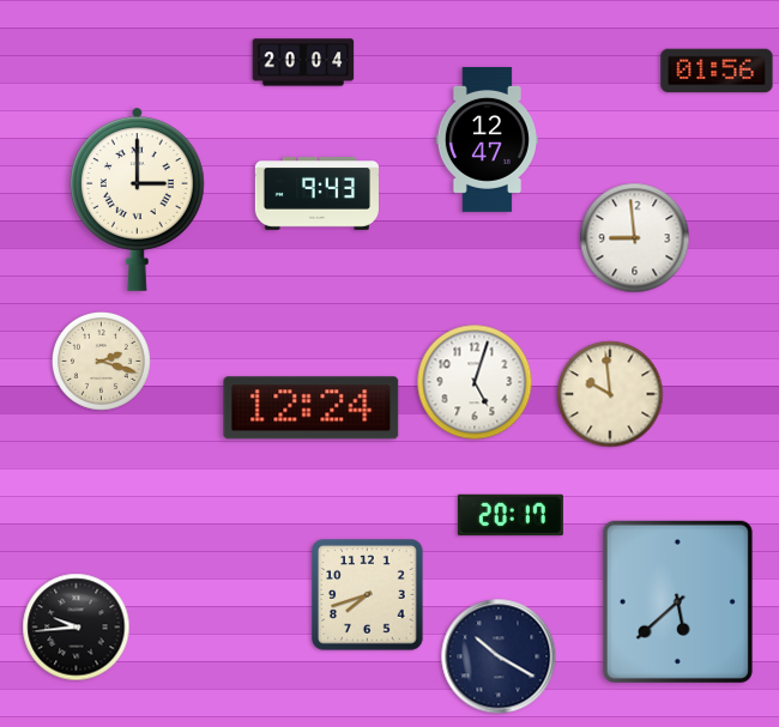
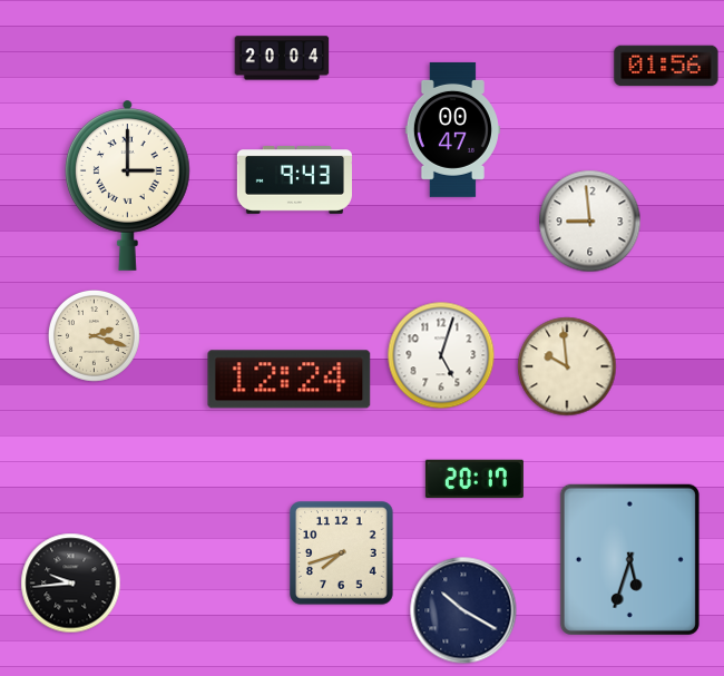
clock at (487, 139): 12:47 -> 00:47
clock at (677, 601): 5:38 -> 5:33
